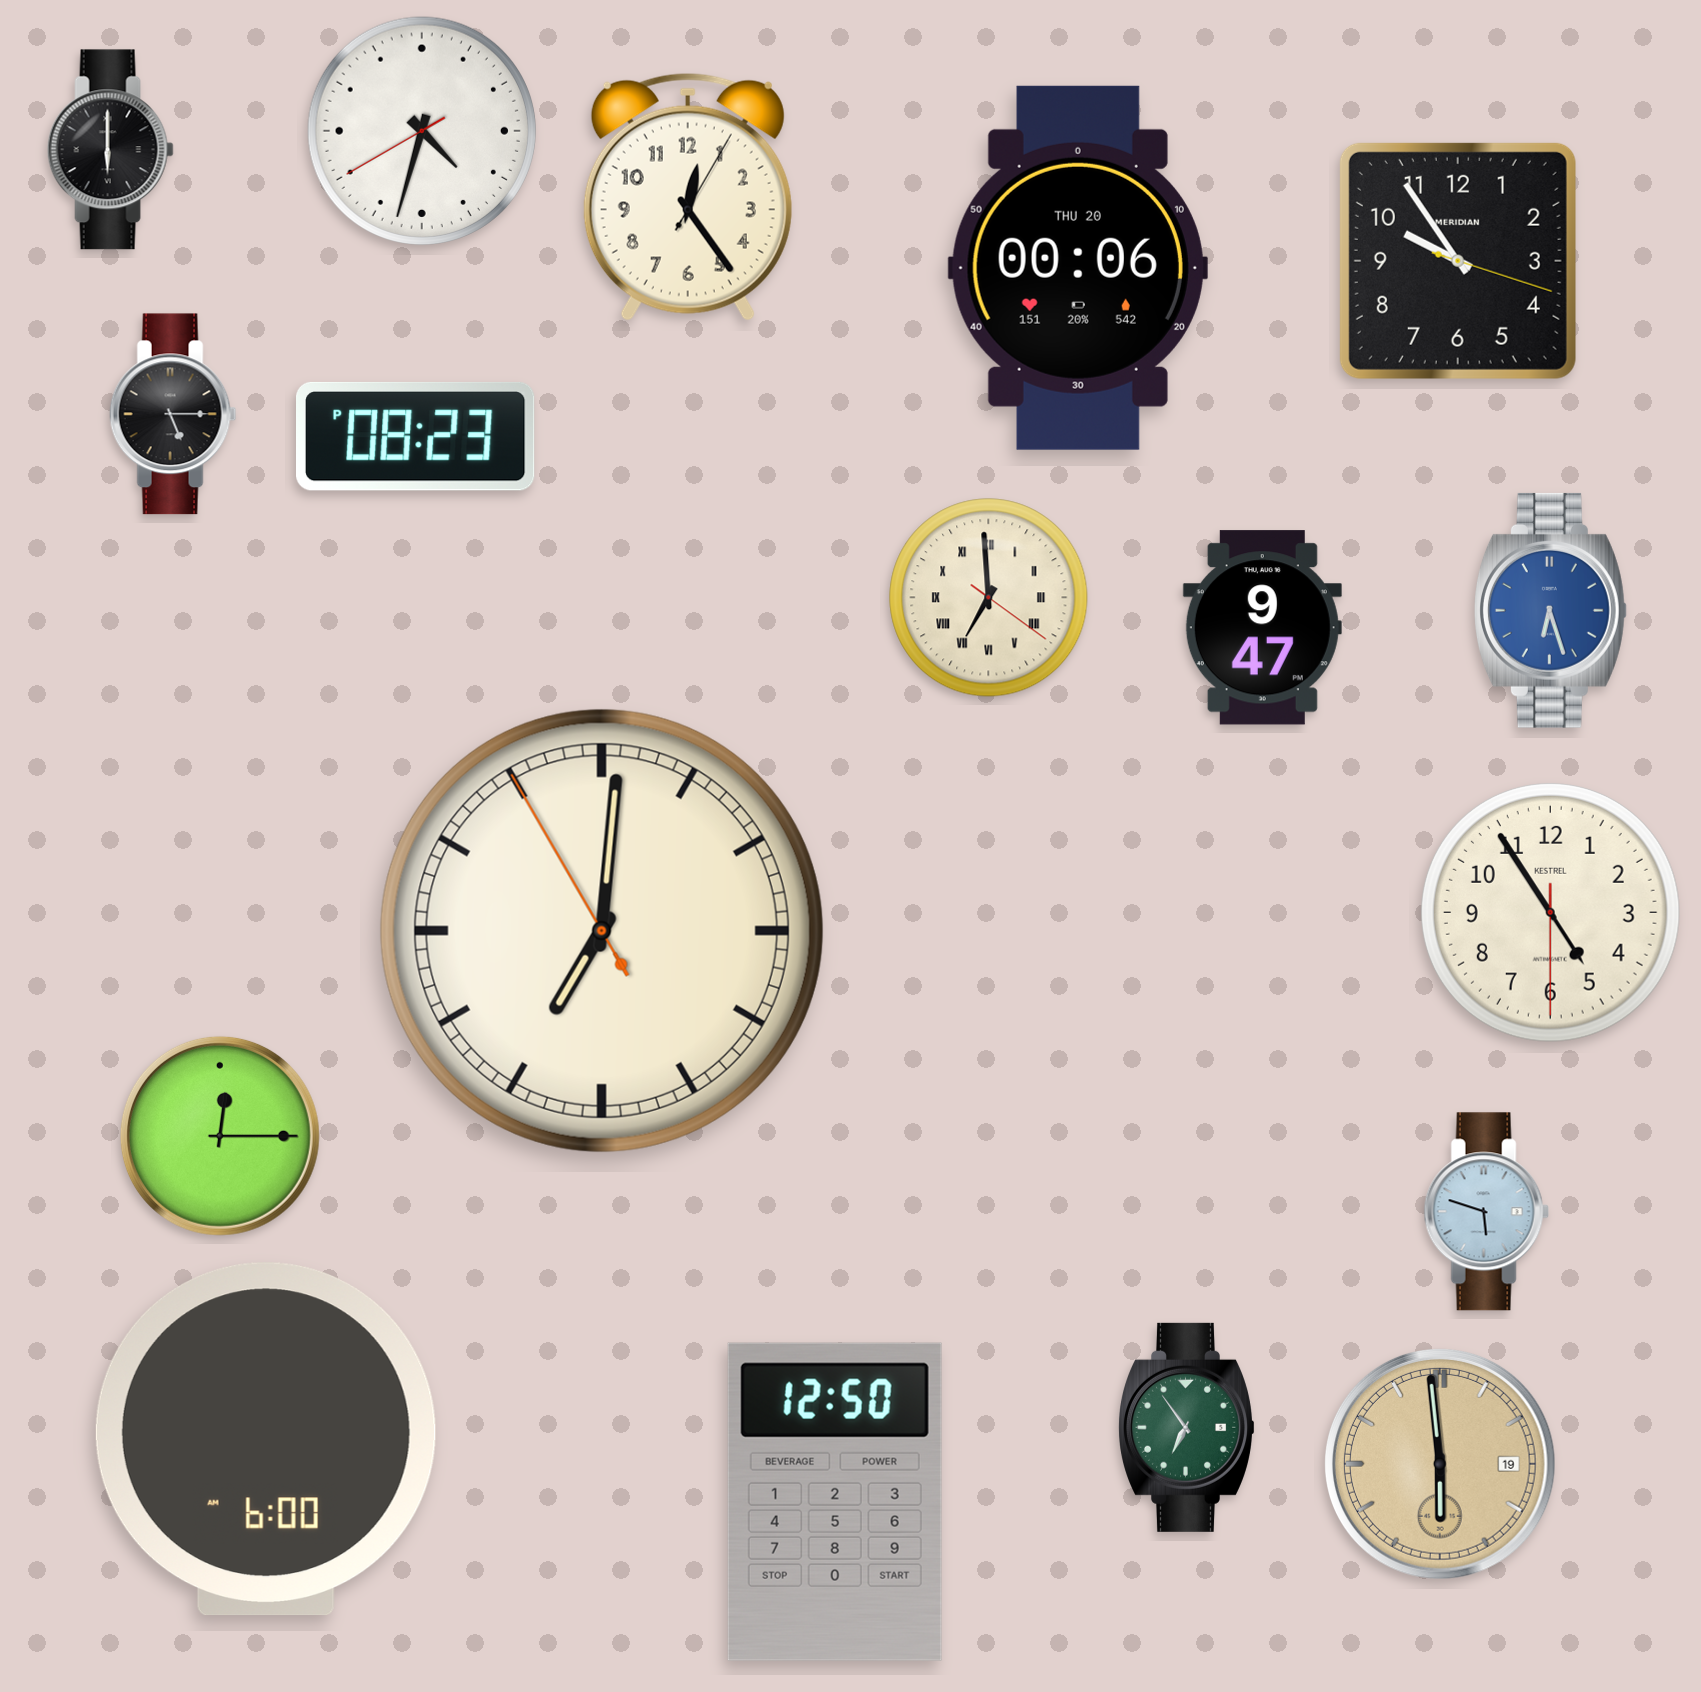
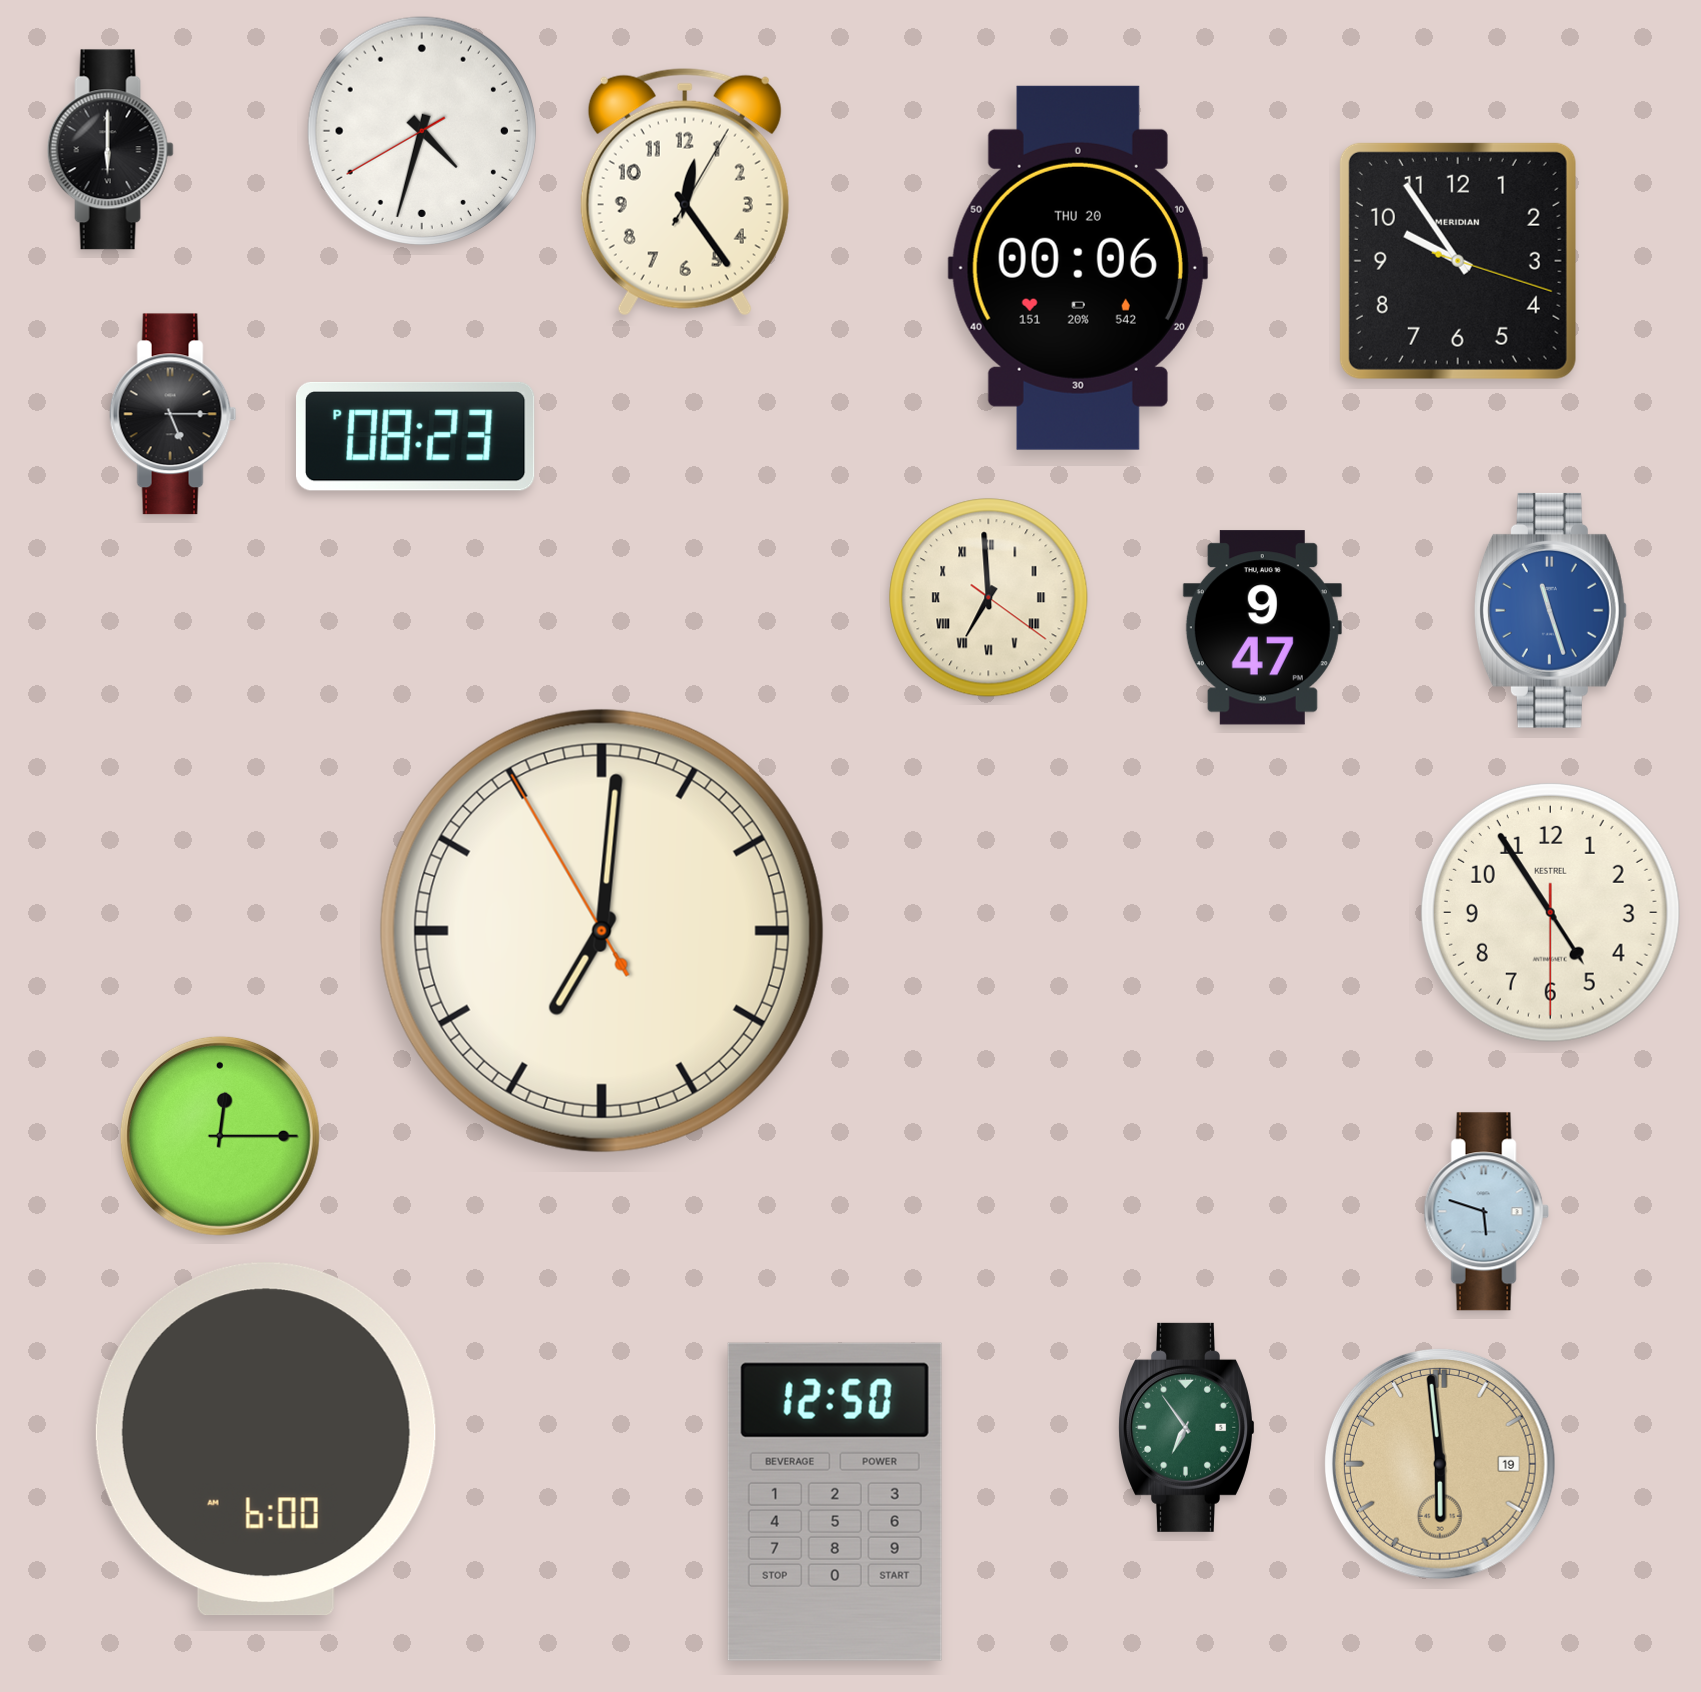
clock at (688, 197) position: (688, 197) -> (685, 192)
clock at (1550, 610): 6:27 -> 11:27
